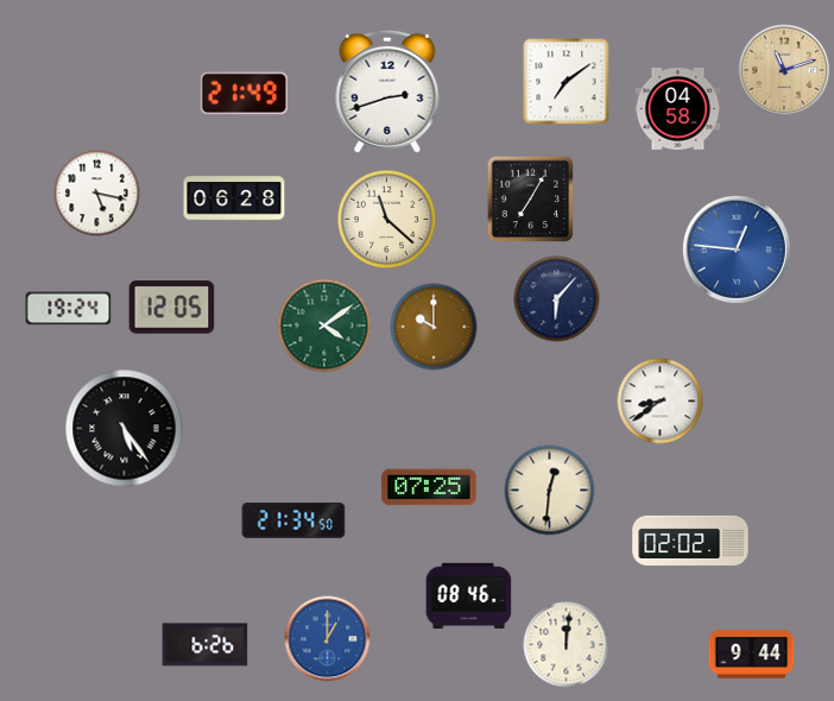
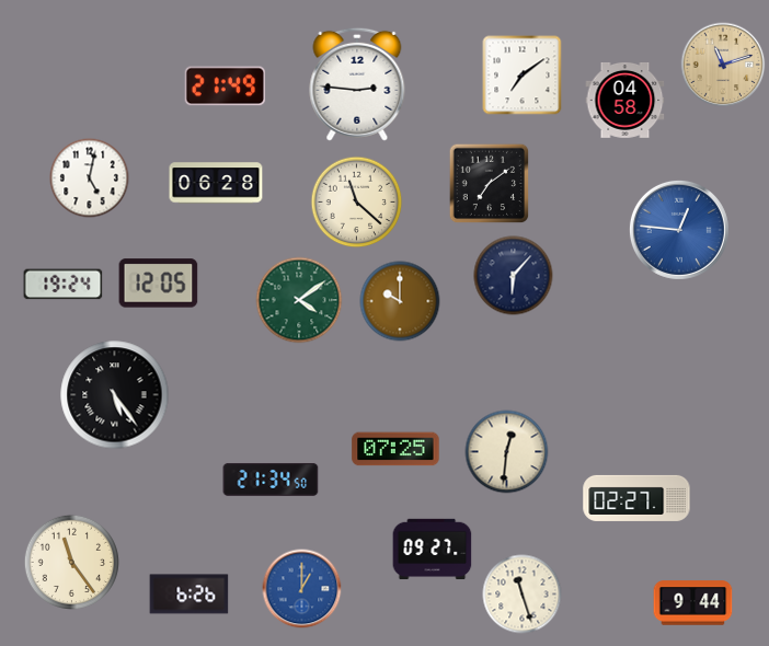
clock at (387, 91): 2:42 -> 2:46
clock at (97, 194): 5:17 -> 5:02
clock at (531, 200): 7:05 -> 7:09
clock at (661, 402): 8:39 -> none
clock at (690, 541): 02:02 -> 02:27
clock at (469, 596): 08:46 -> 09:27
clock at (71, 562): none -> 11:24
clock at (567, 645): 12:01 -> 11:27
